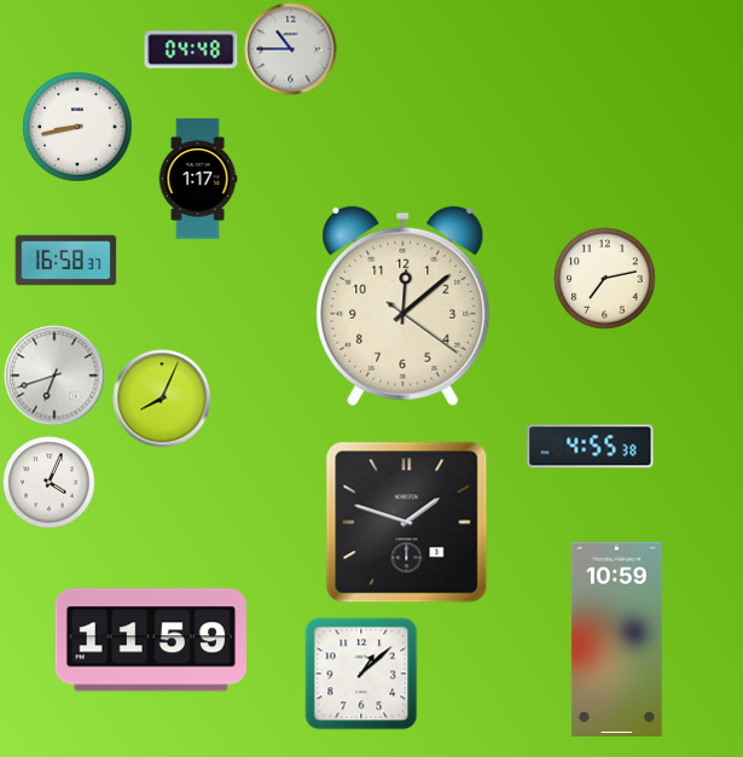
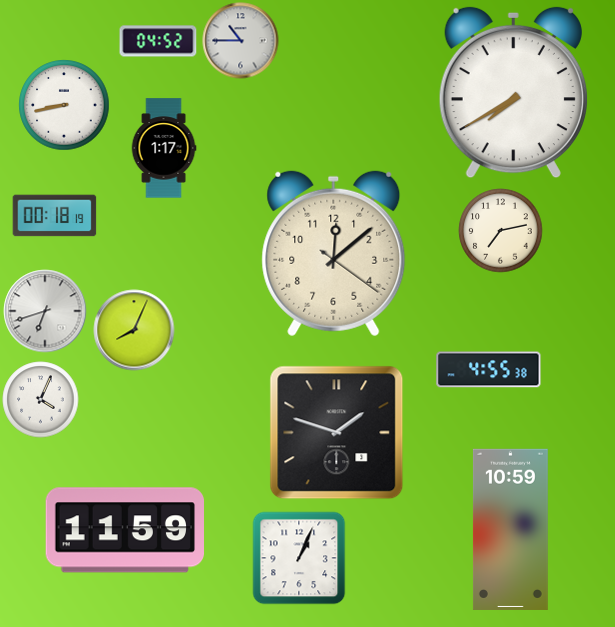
clock at (191, 50): 04:48 -> 04:52
clock at (513, 93): none -> 7:40
clock at (66, 261): 16:58 -> 00:18
clock at (361, 674): 1:08 -> 1:04
